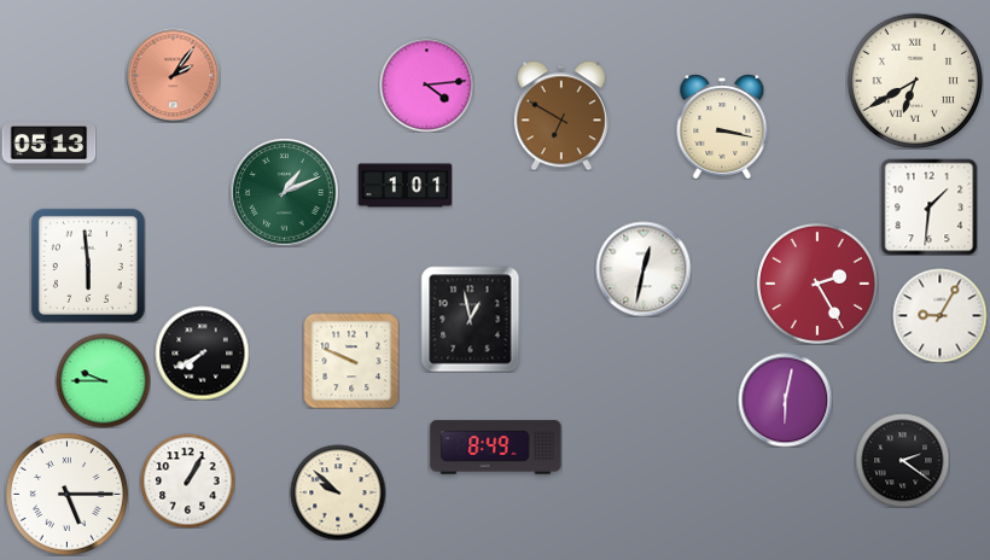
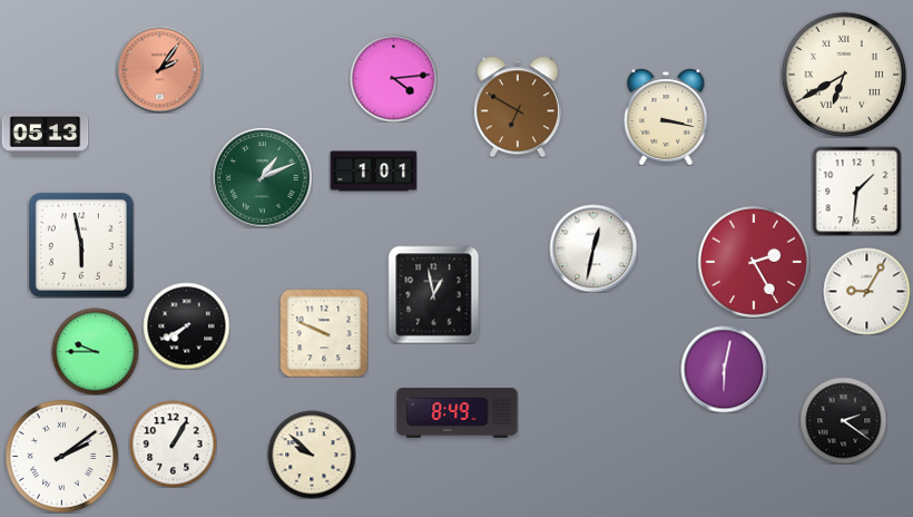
clock at (88, 266): 5:59 -> 5:58
clock at (902, 460) position: (902, 460) -> (843, 420)
clock at (66, 494): 5:15 -> 2:09
